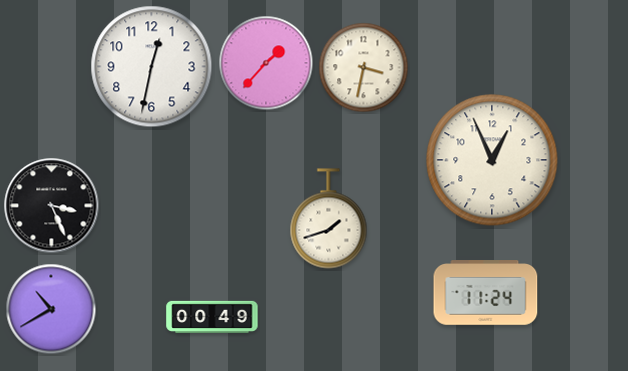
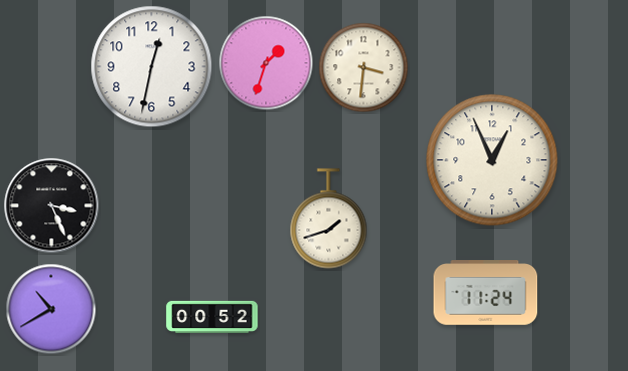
clock at (266, 63): 1:37 -> 1:33
clock at (364, 68): 3:32 -> 3:31
clock at (212, 316): 00:49 -> 00:52
